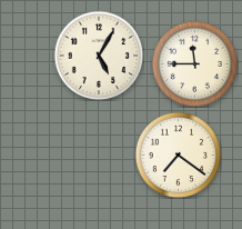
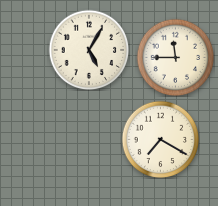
clock at (178, 155): 7:21 -> 7:20
